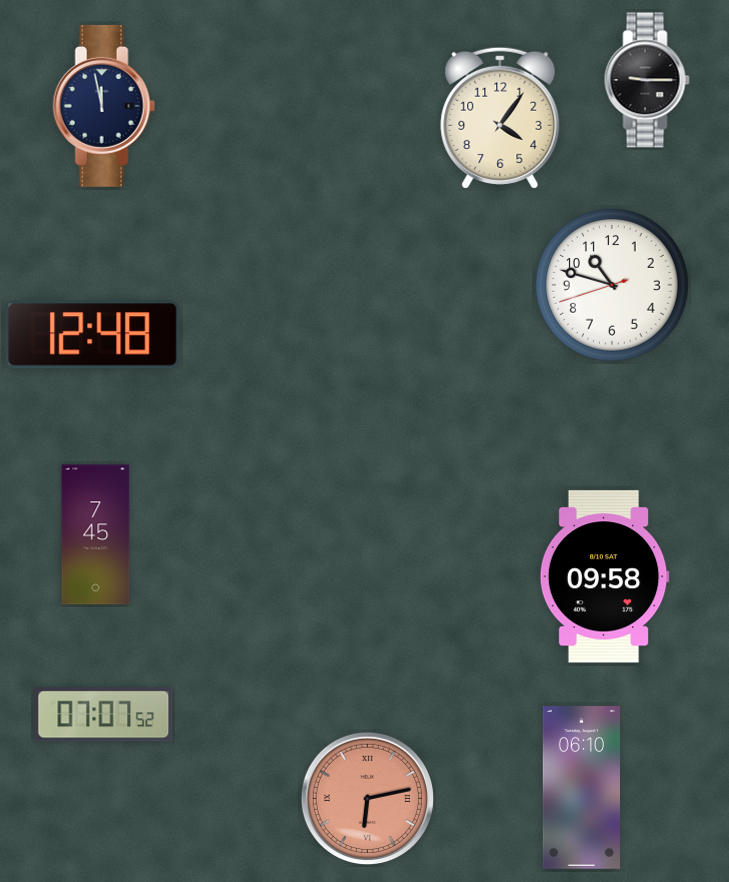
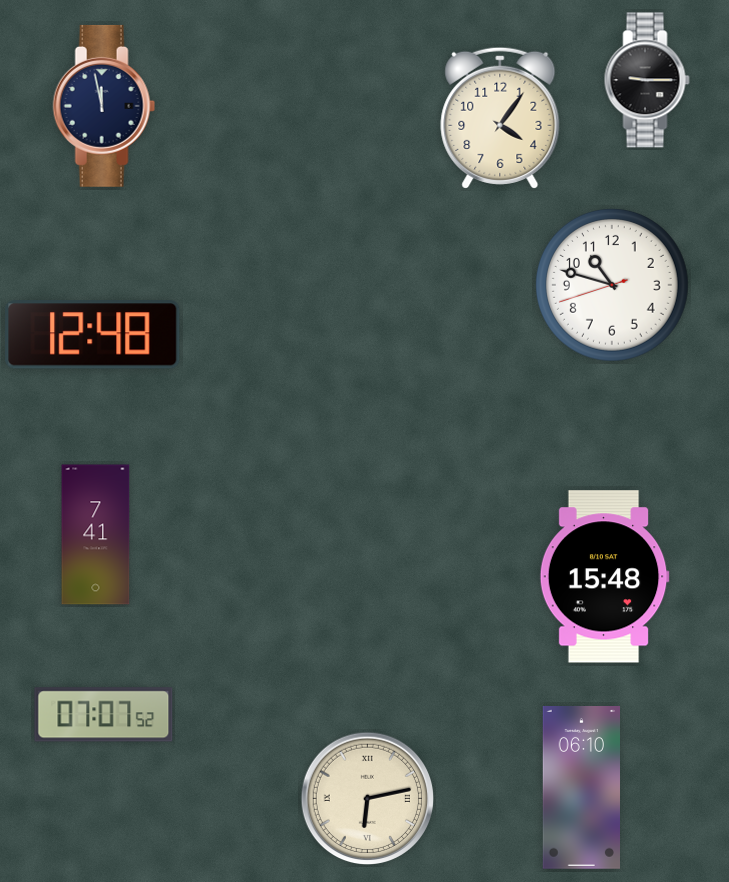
clock at (96, 535): 7:45 -> 7:41
clock at (604, 577): 09:58 -> 15:48
clock at (367, 798) dial: salmon -> cream
